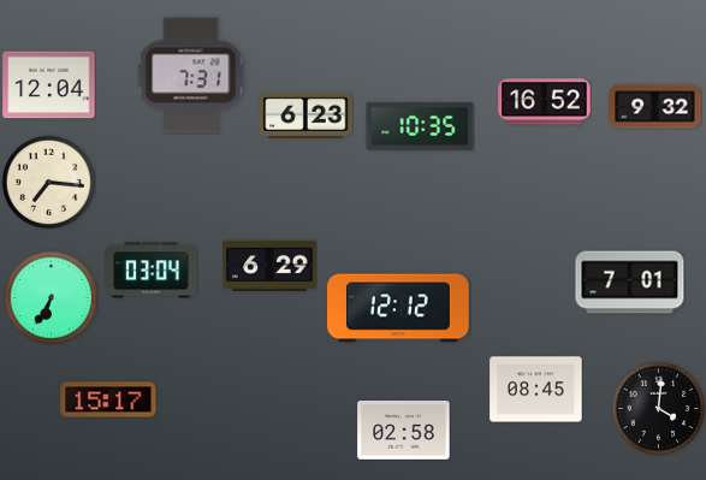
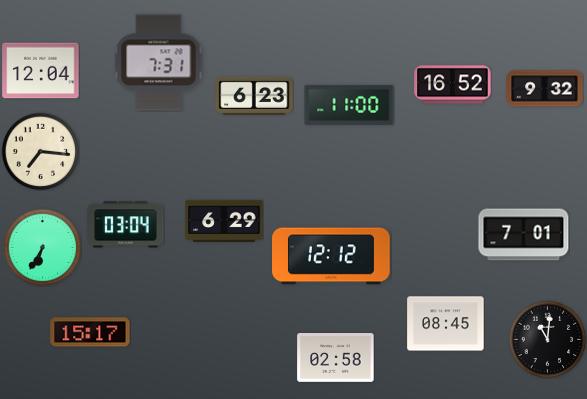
clock at (420, 126): 10:35 -> 11:00
clock at (658, 408): 4:01 -> 11:01
